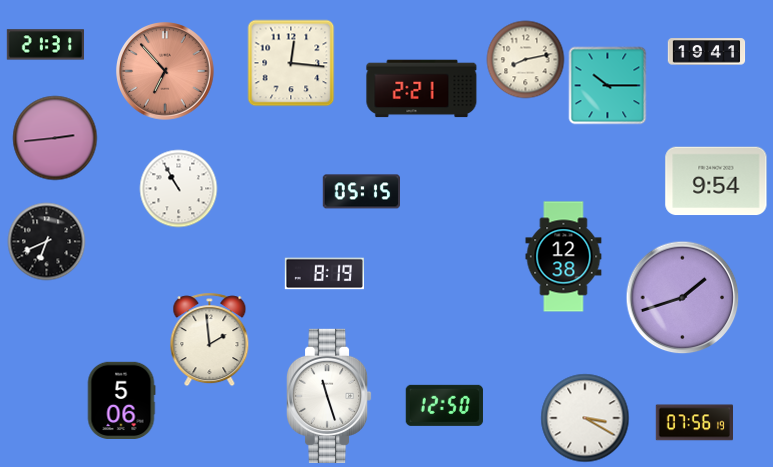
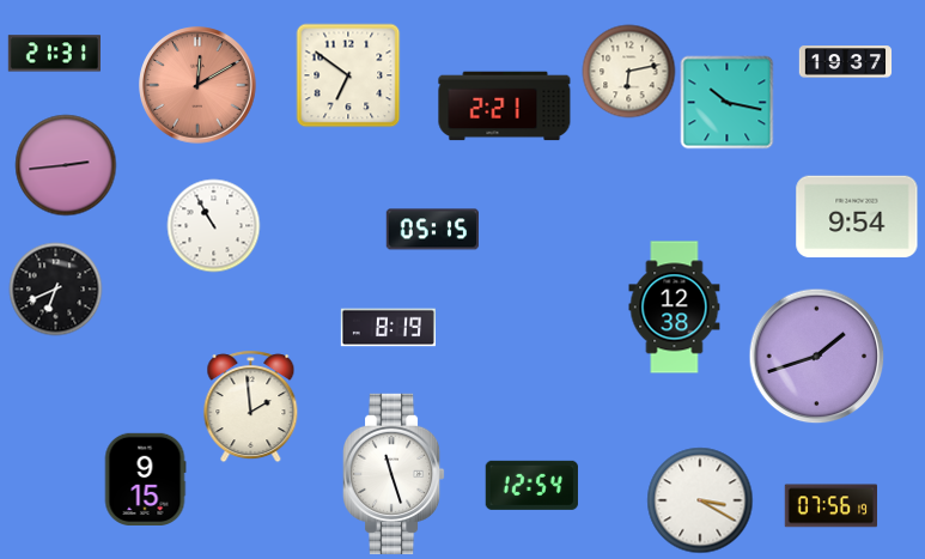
clock at (706, 52): 19:41 -> 19:37
clock at (525, 59): 8:13 -> 6:13
clock at (291, 63): 12:16 -> 6:51
clock at (165, 71): 6:53 -> 12:10
clock at (607, 85): 10:15 -> 10:17
clock at (121, 400): 5:06 -> 9:15
clock at (444, 405): 12:50 -> 12:54
